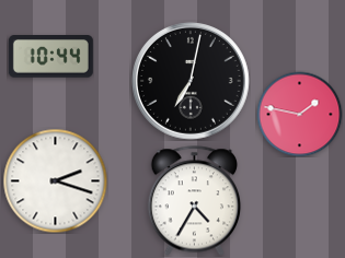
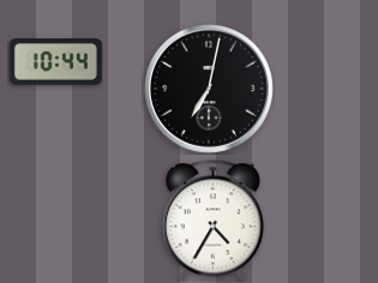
clock at (299, 114): 1:47 -> none
clock at (55, 180): 2:18 -> none
